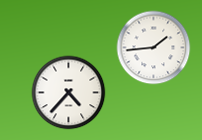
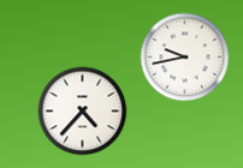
clock at (154, 48): 1:44 -> 9:43
